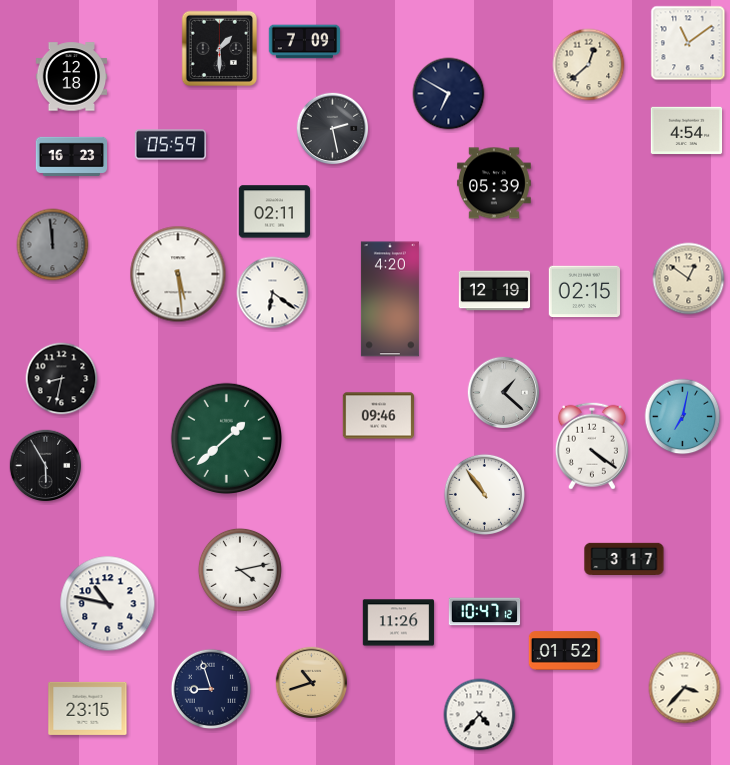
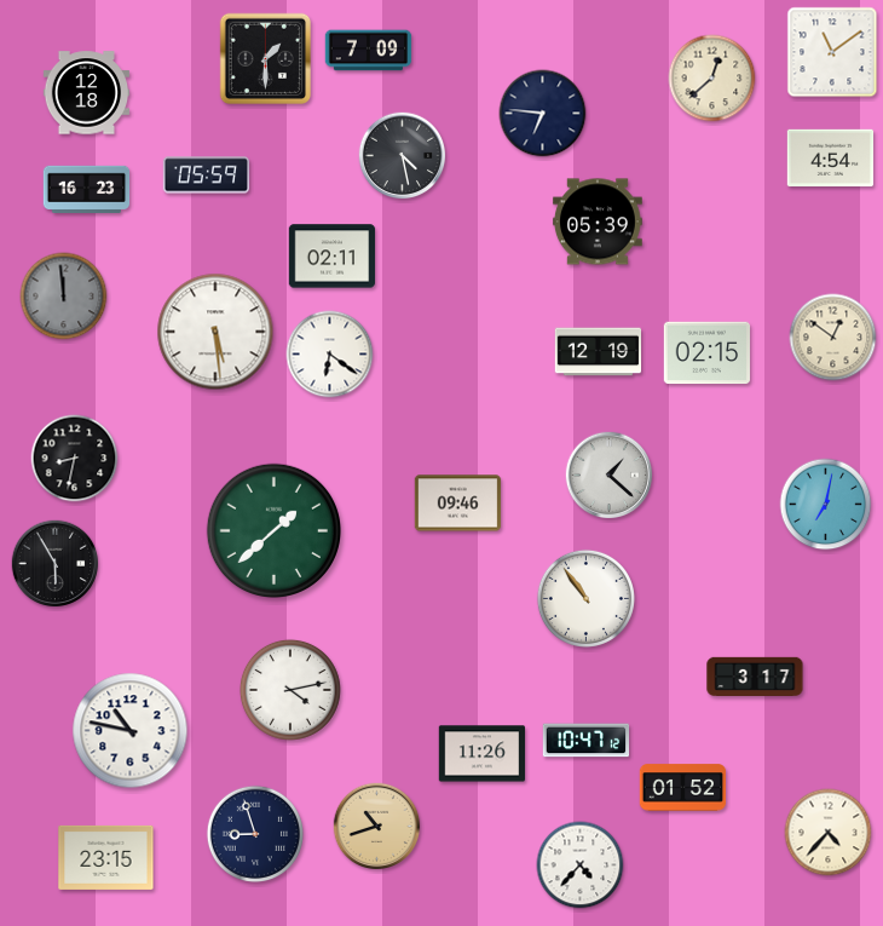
clock at (449, 94): 6:50 -> 6:46
clock at (333, 129): 2:28 -> 4:28
clock at (390, 299): 4:20 -> none
clock at (592, 446): 4:21 -> none
clock at (685, 688): 3:37 -> 4:37
